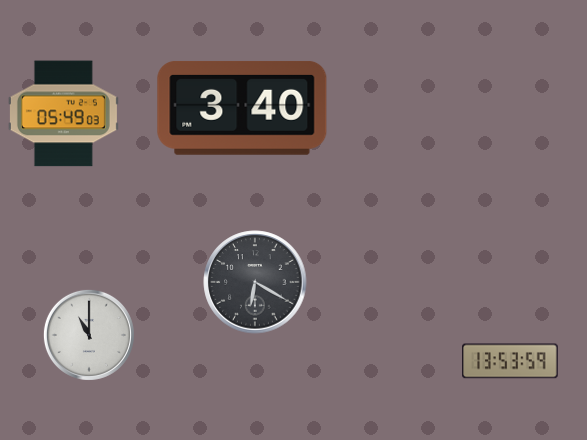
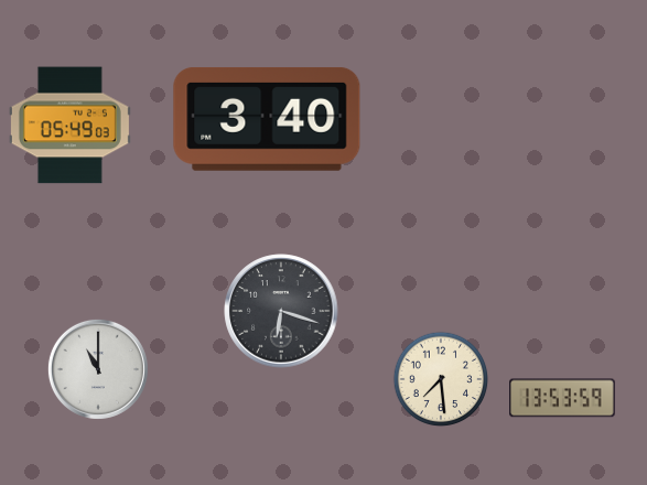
clock at (255, 282): 6:20 -> 6:18
clock at (441, 379): none -> 7:29
